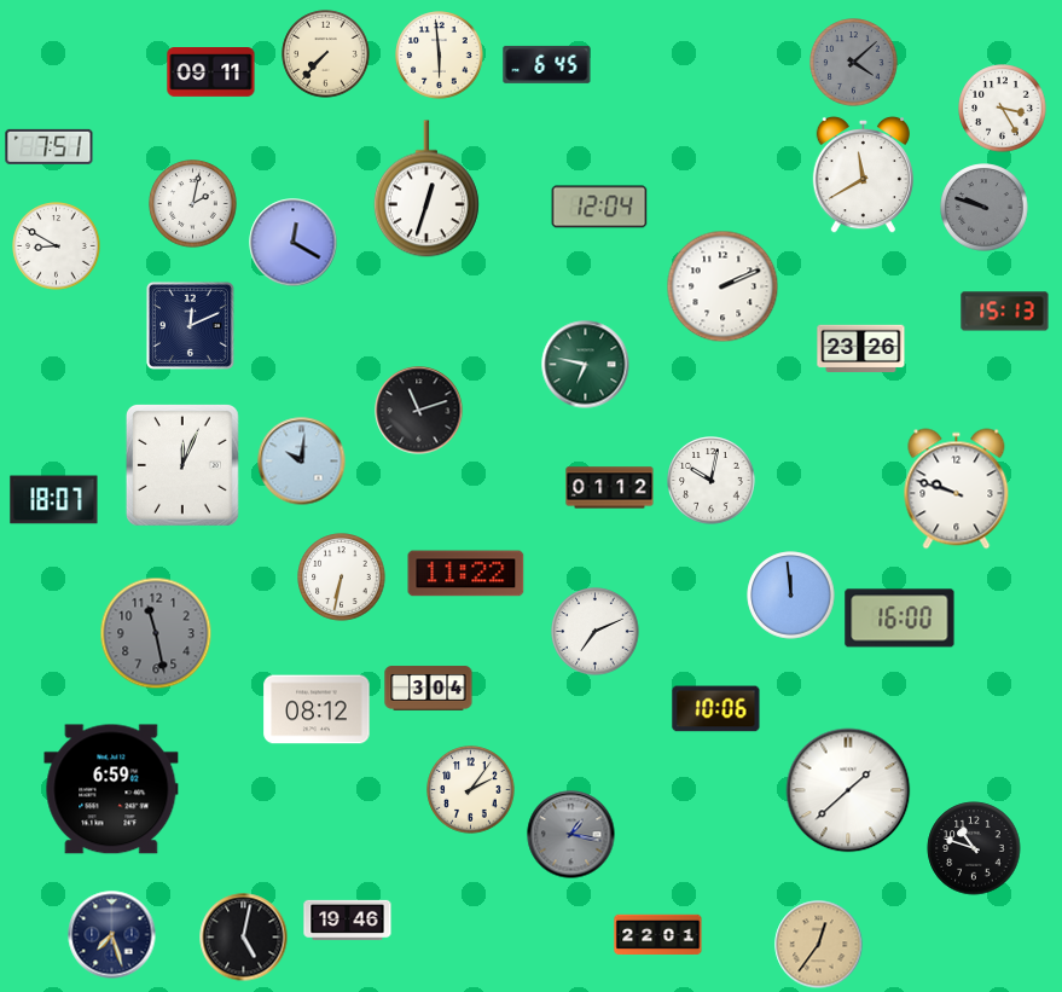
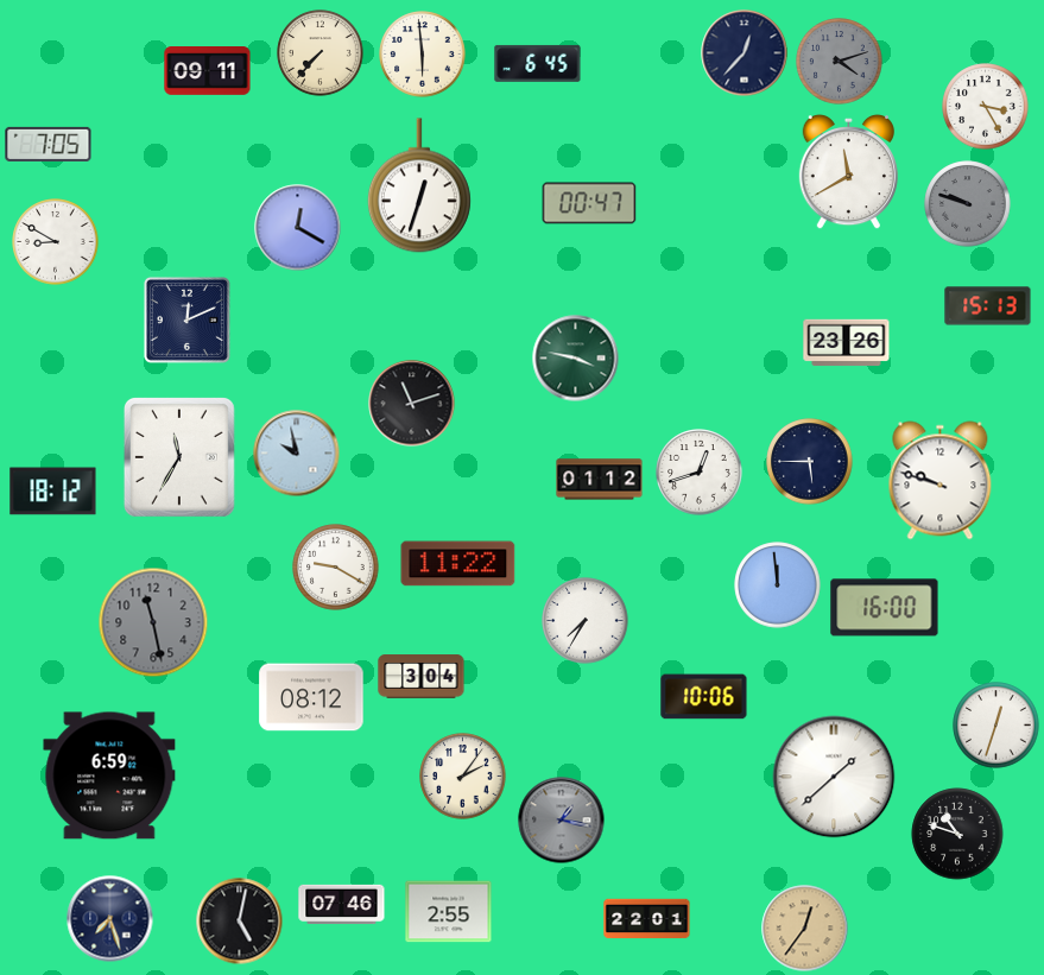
clock at (745, 53): none -> 12:37
clock at (440, 56) position: (440, 56) -> (423, 55)
clock at (854, 63): 4:08 -> 4:12
clock at (50, 146): 7:51 -> 7:05
clock at (193, 204): 2:02 -> none
clock at (599, 207): 12:04 -> 00:47
clock at (294, 243) position: (294, 243) -> (298, 228)
clock at (722, 286): 2:11 -> none
clock at (586, 365): 6:47 -> 3:47
clock at (302, 462): 10:01 -> 9:58
clock at (182, 466): 12:04 -> 11:35
clock at (810, 462): none -> 5:45
clock at (712, 481): 10:02 -> 12:42
clock at (54, 500): 18:07 -> 18:12
clock at (342, 578): 6:32 -> 9:20
clock at (596, 632): 7:11 -> 7:35
clock at (996, 726): none -> 12:33
clock at (348, 920): 19:46 -> 07:46
clock at (449, 912): none -> 2:55
